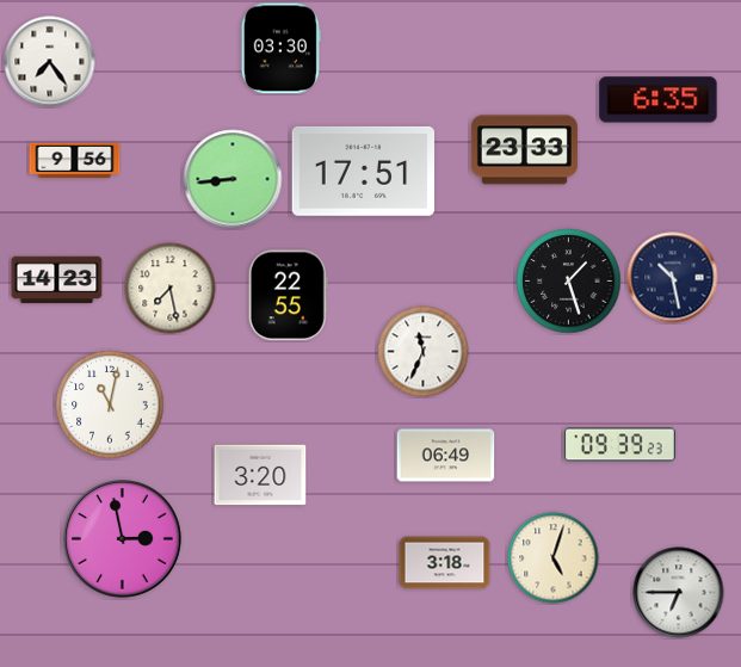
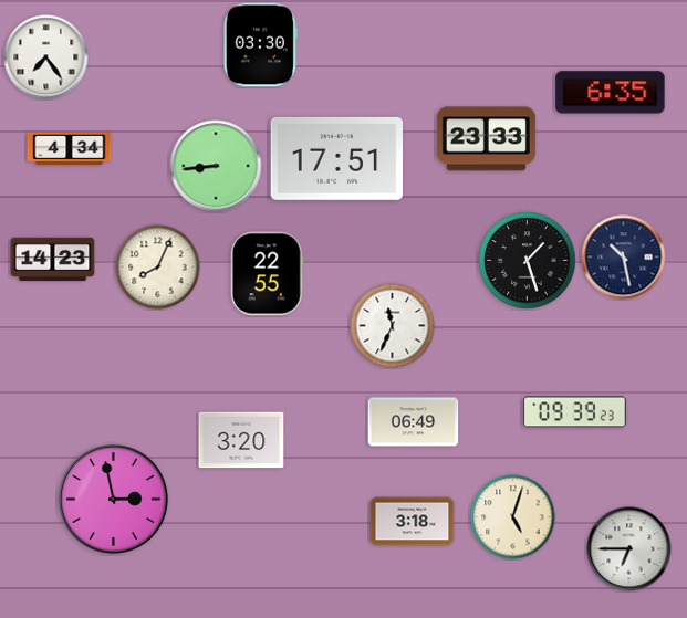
clock at (75, 160): 9:56 -> 4:34
clock at (171, 289): 7:28 -> 8:04
clock at (110, 404): 11:02 -> none
